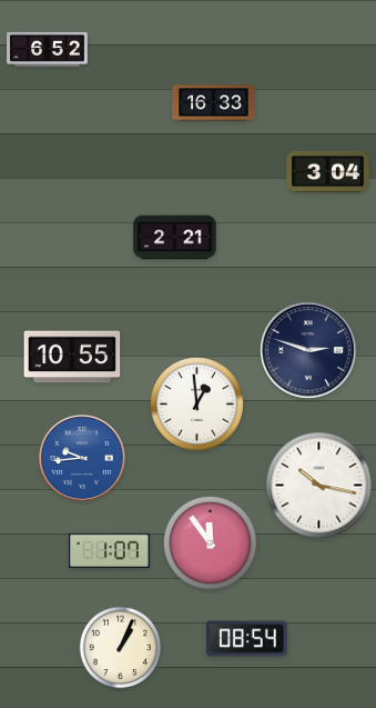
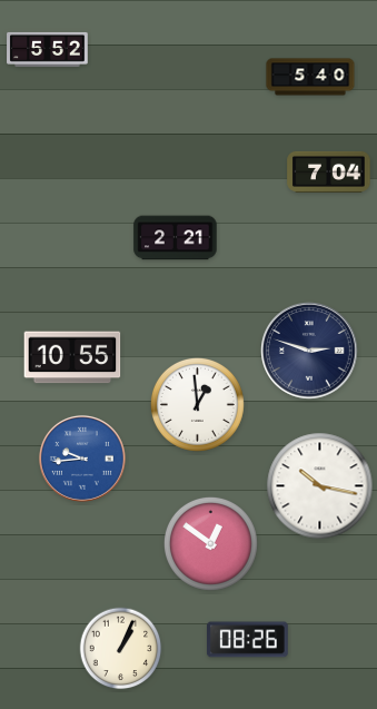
clock at (48, 49): 6:52 -> 5:52
clock at (310, 77): none -> 5:40
clock at (214, 103): 16:33 -> none
clock at (328, 171): 3:04 -> 7:04
clock at (210, 542): 11:54 -> 12:51
clock at (110, 550): 1:07 -> none
clock at (247, 639): 08:54 -> 08:26
